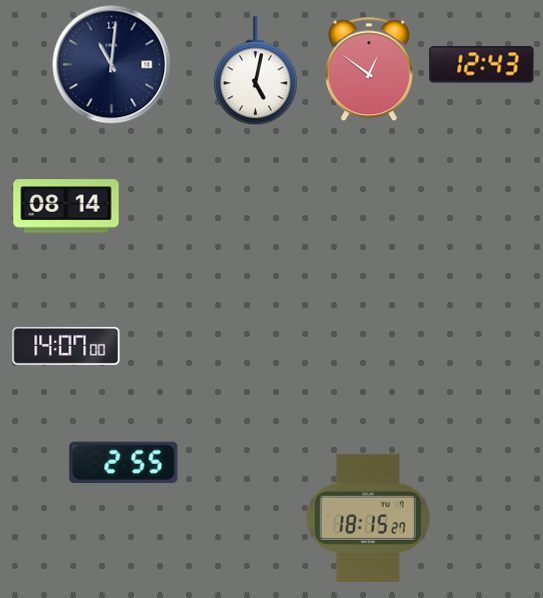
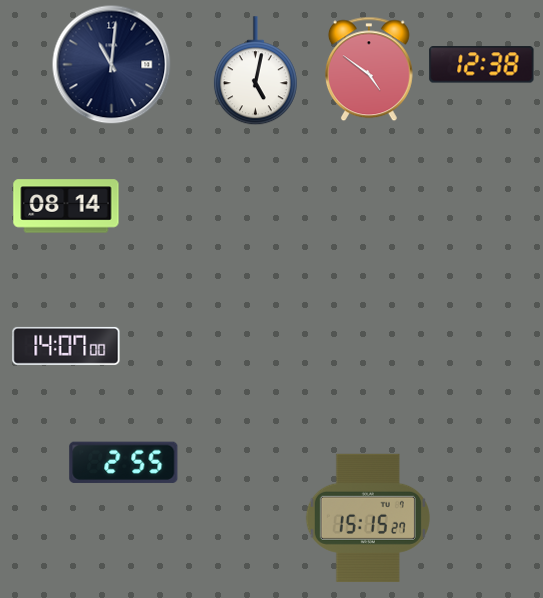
clock at (482, 65): 12:43 -> 12:38
clock at (369, 69): 12:51 -> 4:51
clock at (368, 518): 18:15 -> 15:15
